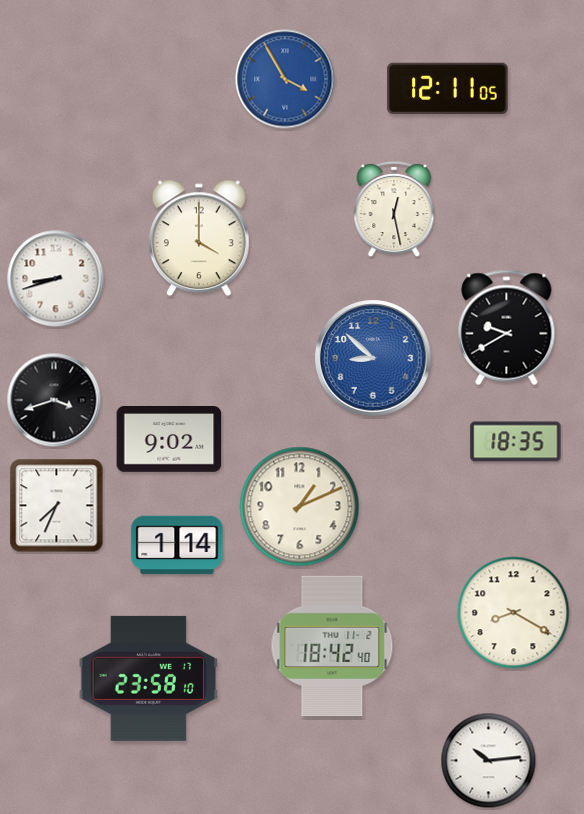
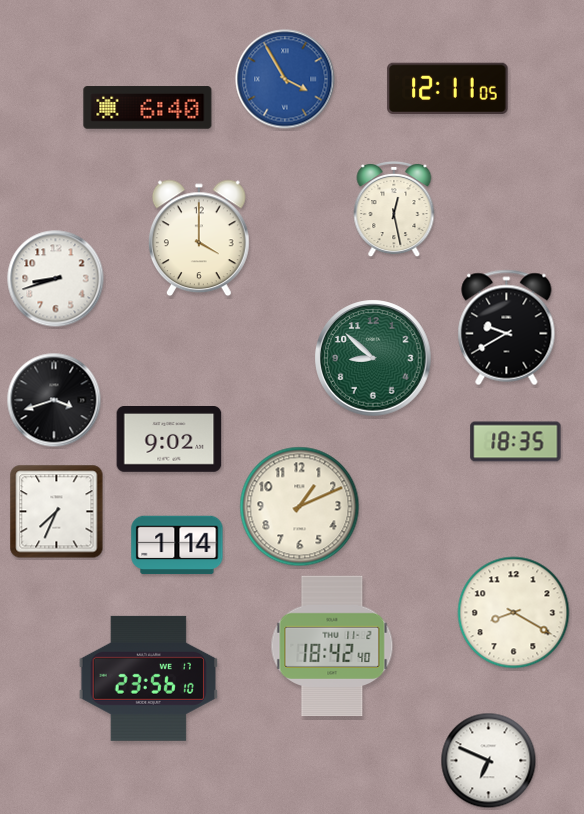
clock at (148, 108): none -> 6:40
clock at (373, 358) dial: blue -> green
clock at (57, 506) position: (57, 506) -> (57, 512)
clock at (149, 678): 23:58 -> 23:56
clock at (489, 761): 10:14 -> 6:49
